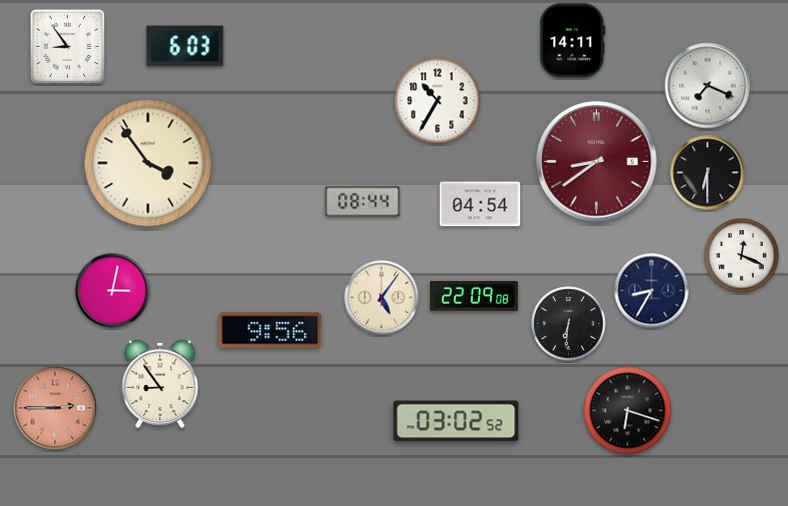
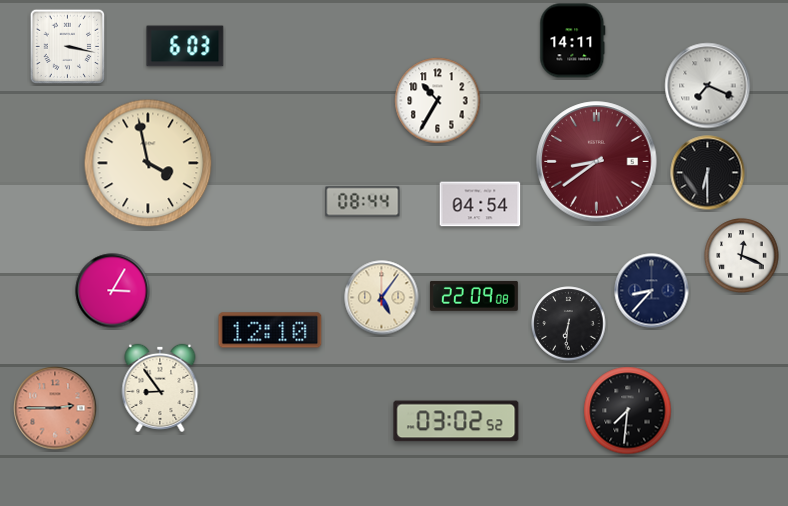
clock at (68, 47): 8:54 -> 3:17
clock at (148, 163): 3:54 -> 3:58
clock at (113, 291): 3:02 -> 3:05
clock at (652, 291): 8:35 -> 8:37
clock at (270, 330): 9:56 -> 12:10
clock at (160, 384) position: (160, 384) -> (160, 388)
clock at (628, 411): 6:18 -> 7:31
